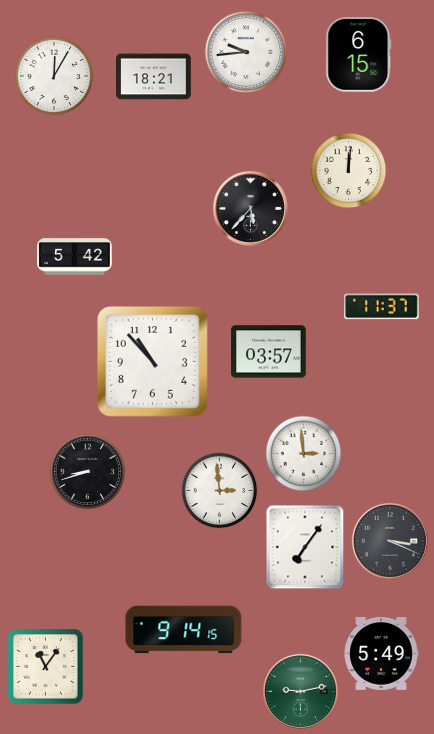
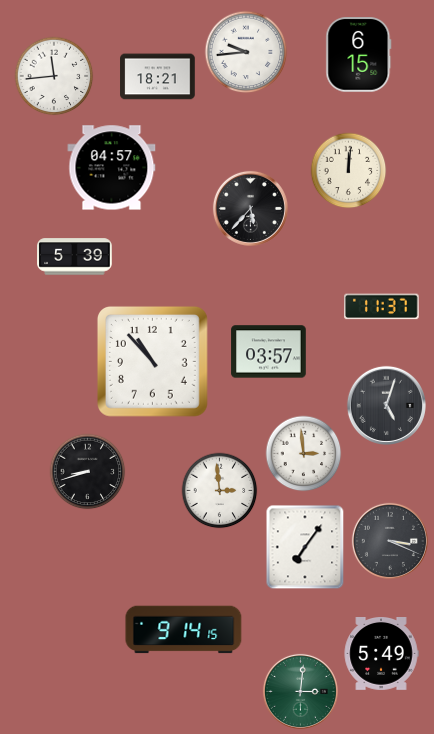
clock at (54, 76): 12:05 -> 11:44
clock at (154, 77) position: (154, 77) -> (158, 77)
clock at (112, 168): none -> 04:57
clock at (75, 257): 5:42 -> 5:39
clock at (386, 405): none -> 5:03
clock at (46, 667): 11:06 -> none
clock at (300, 691): 9:13 -> 3:01
